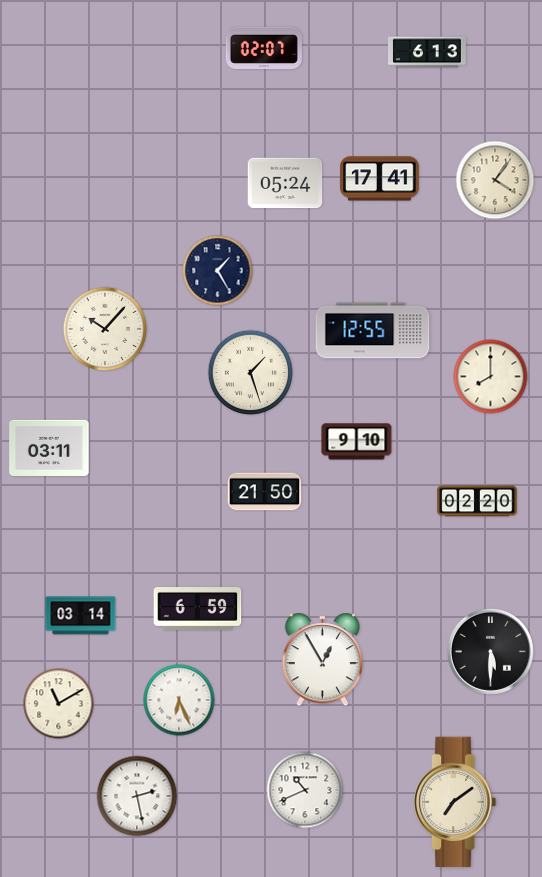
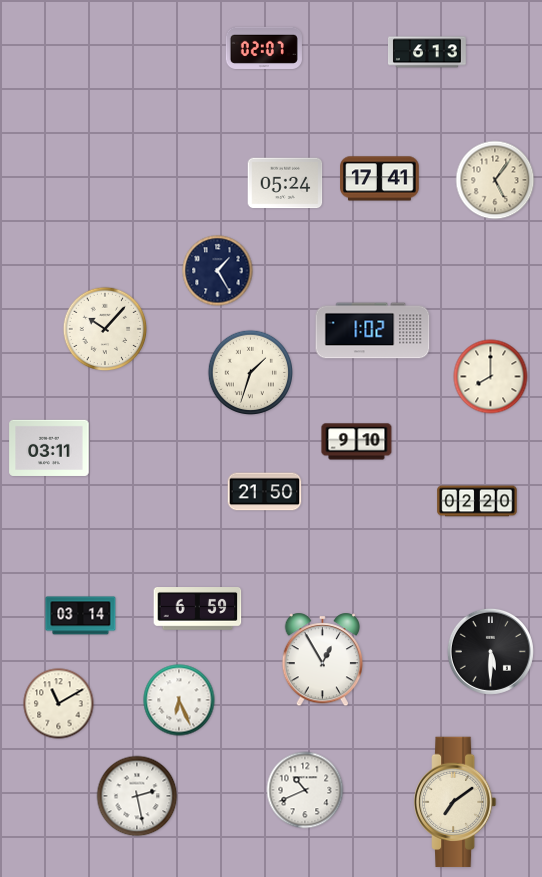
clock at (495, 180): 4:06 -> 5:06
clock at (373, 331): 12:55 -> 1:02
clock at (250, 372): 1:27 -> 1:33
